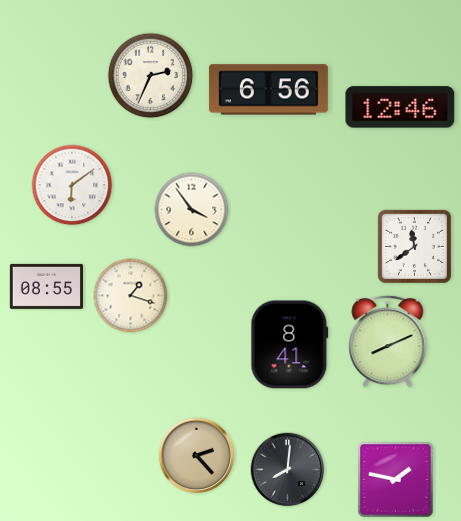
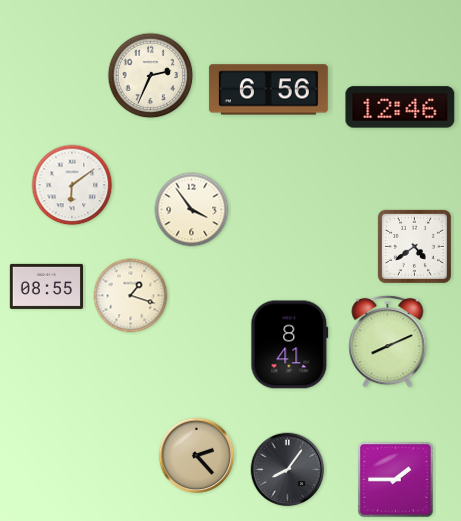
clock at (414, 246): 11:39 -> 4:39
clock at (288, 470): 8:01 -> 8:06
clock at (396, 480): 1:47 -> 1:45
